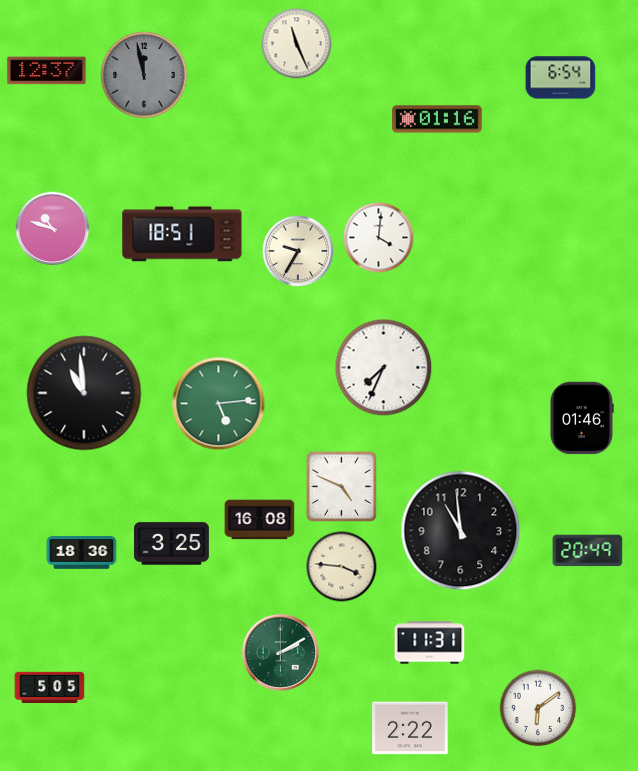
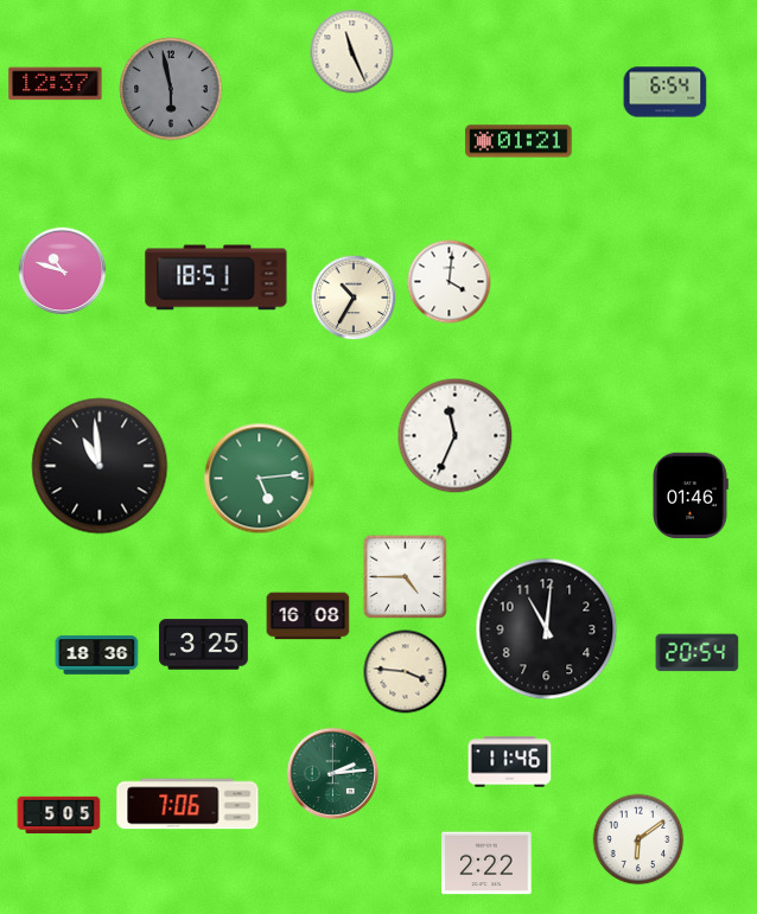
clock at (144, 75): 11:58 -> 5:58
clock at (437, 119): 01:16 -> 01:21
clock at (298, 251): 9:35 -> 10:35
clock at (384, 368): 7:34 -> 11:34
clock at (342, 487): 4:49 -> 4:45
clock at (461, 531): 10:59 -> 11:01
clock at (588, 551): 20:49 -> 20:54
clock at (430, 643): 11:31 -> 11:46
clock at (280, 652): 2:10 -> 2:14
clock at (187, 804): none -> 7:06
